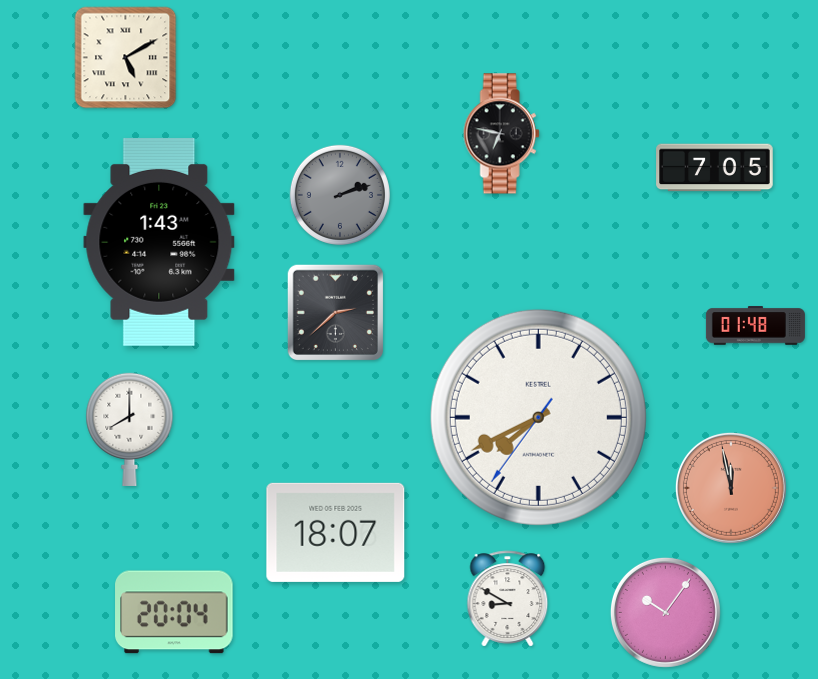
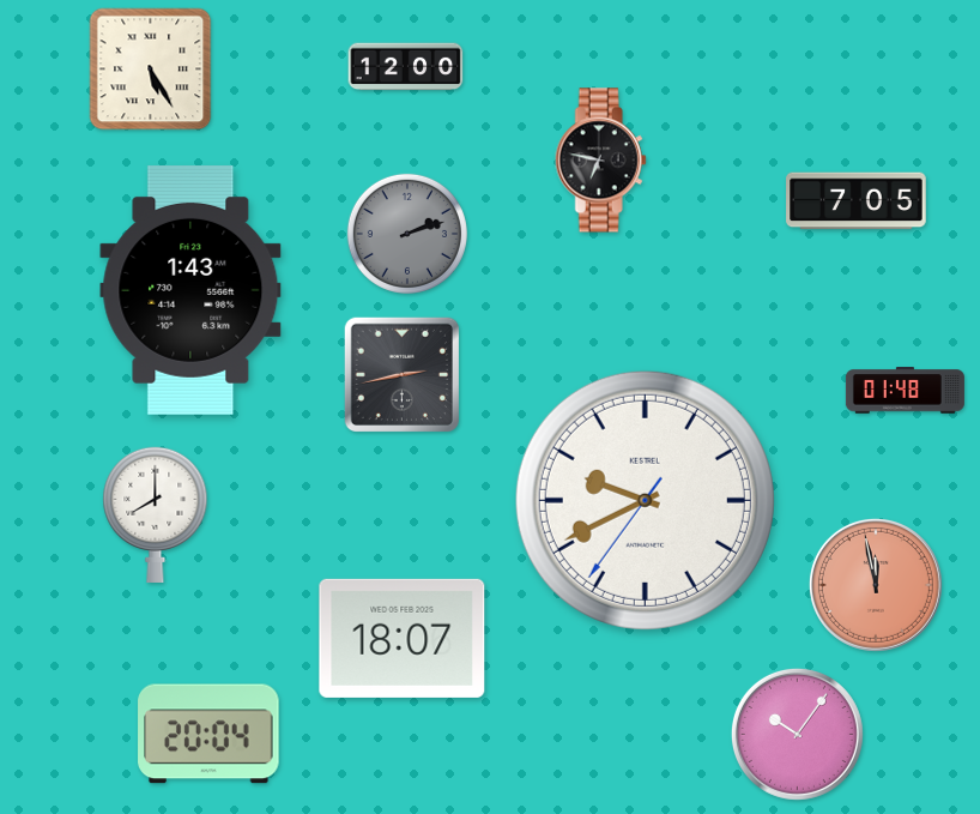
clock at (406, 67): none -> 12:00
clock at (126, 58): 5:10 -> 5:25
clock at (335, 312): 2:38 -> 2:43
clock at (538, 417): 7:40 -> 9:40
clock at (508, 599): 8:50 -> none
